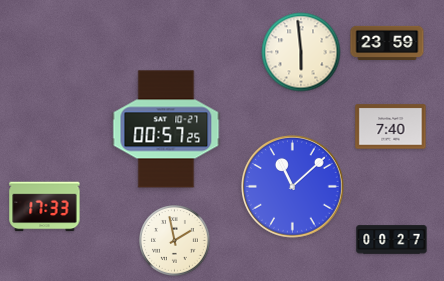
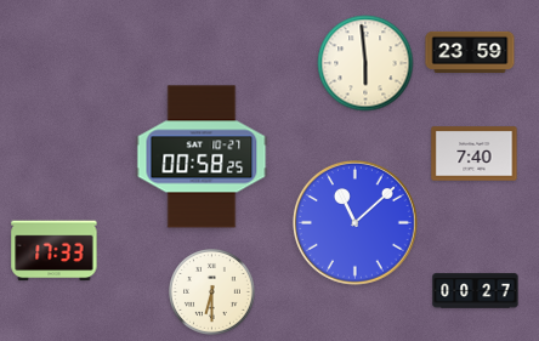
clock at (166, 129): 00:57 -> 00:58
clock at (293, 187) position: (293, 187) -> (356, 223)
clock at (175, 241): 1:58 -> 6:30
